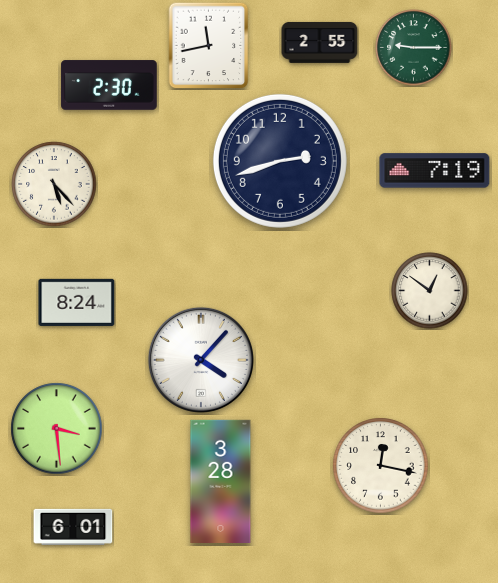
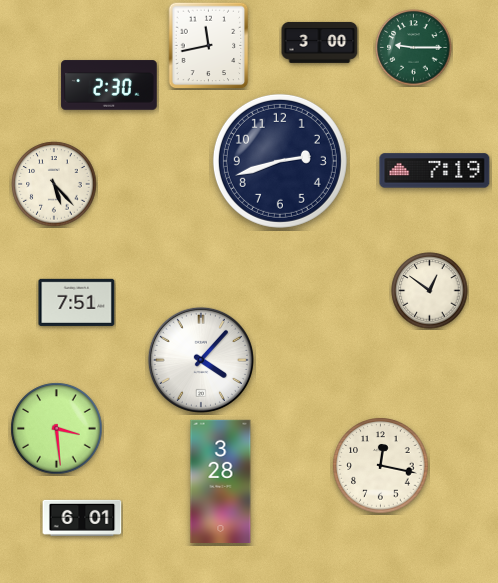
clock at (320, 42): 2:55 -> 3:00
clock at (77, 302): 8:24 -> 7:51
clock at (73, 527) position: (73, 527) -> (82, 518)
